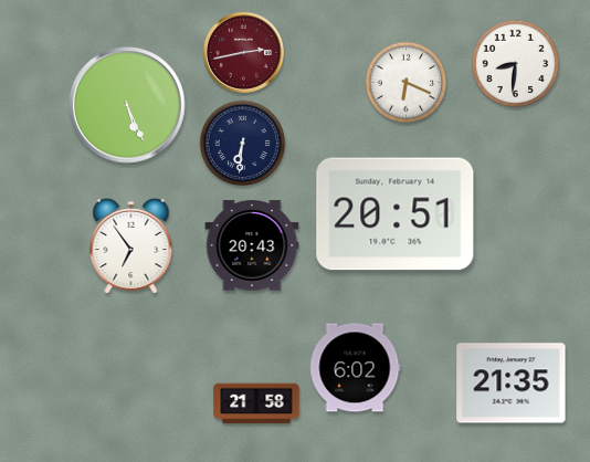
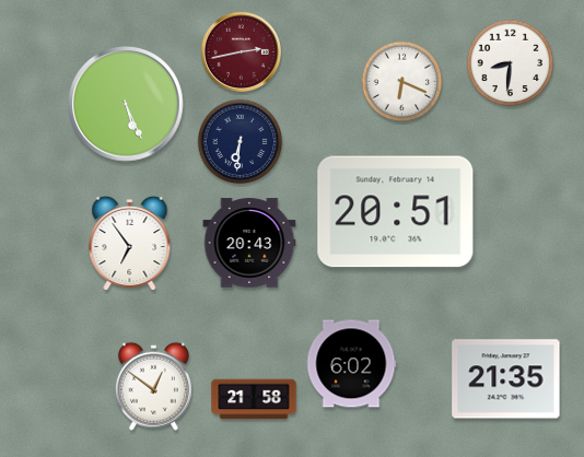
clock at (396, 214) position: (396, 214) -> (396, 212)
clock at (153, 386): none -> 12:51
